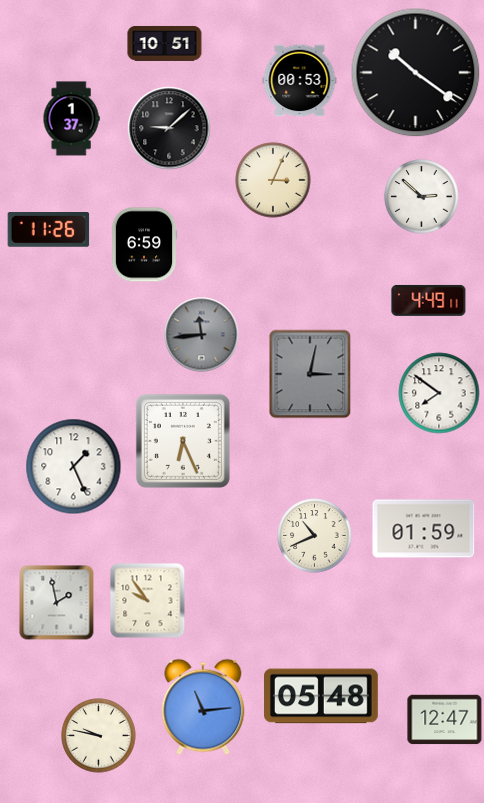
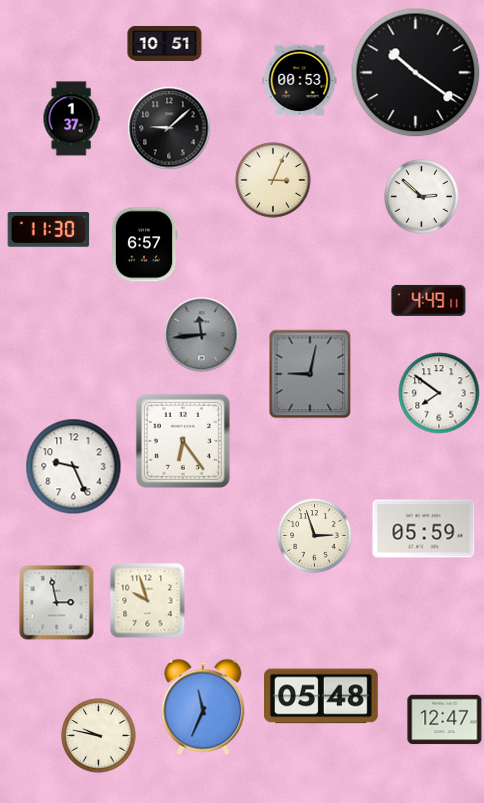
clock at (49, 230): 11:26 -> 11:30
clock at (144, 245): 6:59 -> 6:57
clock at (310, 374): 3:02 -> 9:02
clock at (183, 441): 6:26 -> 6:24
clock at (74, 467): 1:26 -> 9:26
clock at (424, 529): 01:59 -> 05:59
clock at (315, 536): 10:41 -> 2:57
clock at (148, 601): 9:54 -> 9:57
clock at (57, 603): 1:58 -> 2:58
clock at (203, 707): 11:14 -> 11:34
